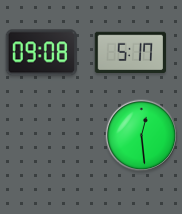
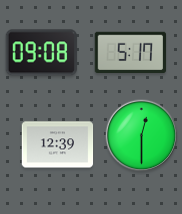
clock at (142, 136): 12:29 -> 12:30
clock at (58, 145): none -> 12:39
